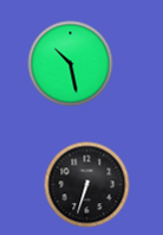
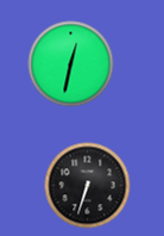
clock at (71, 64): 10:28 -> 12:32
